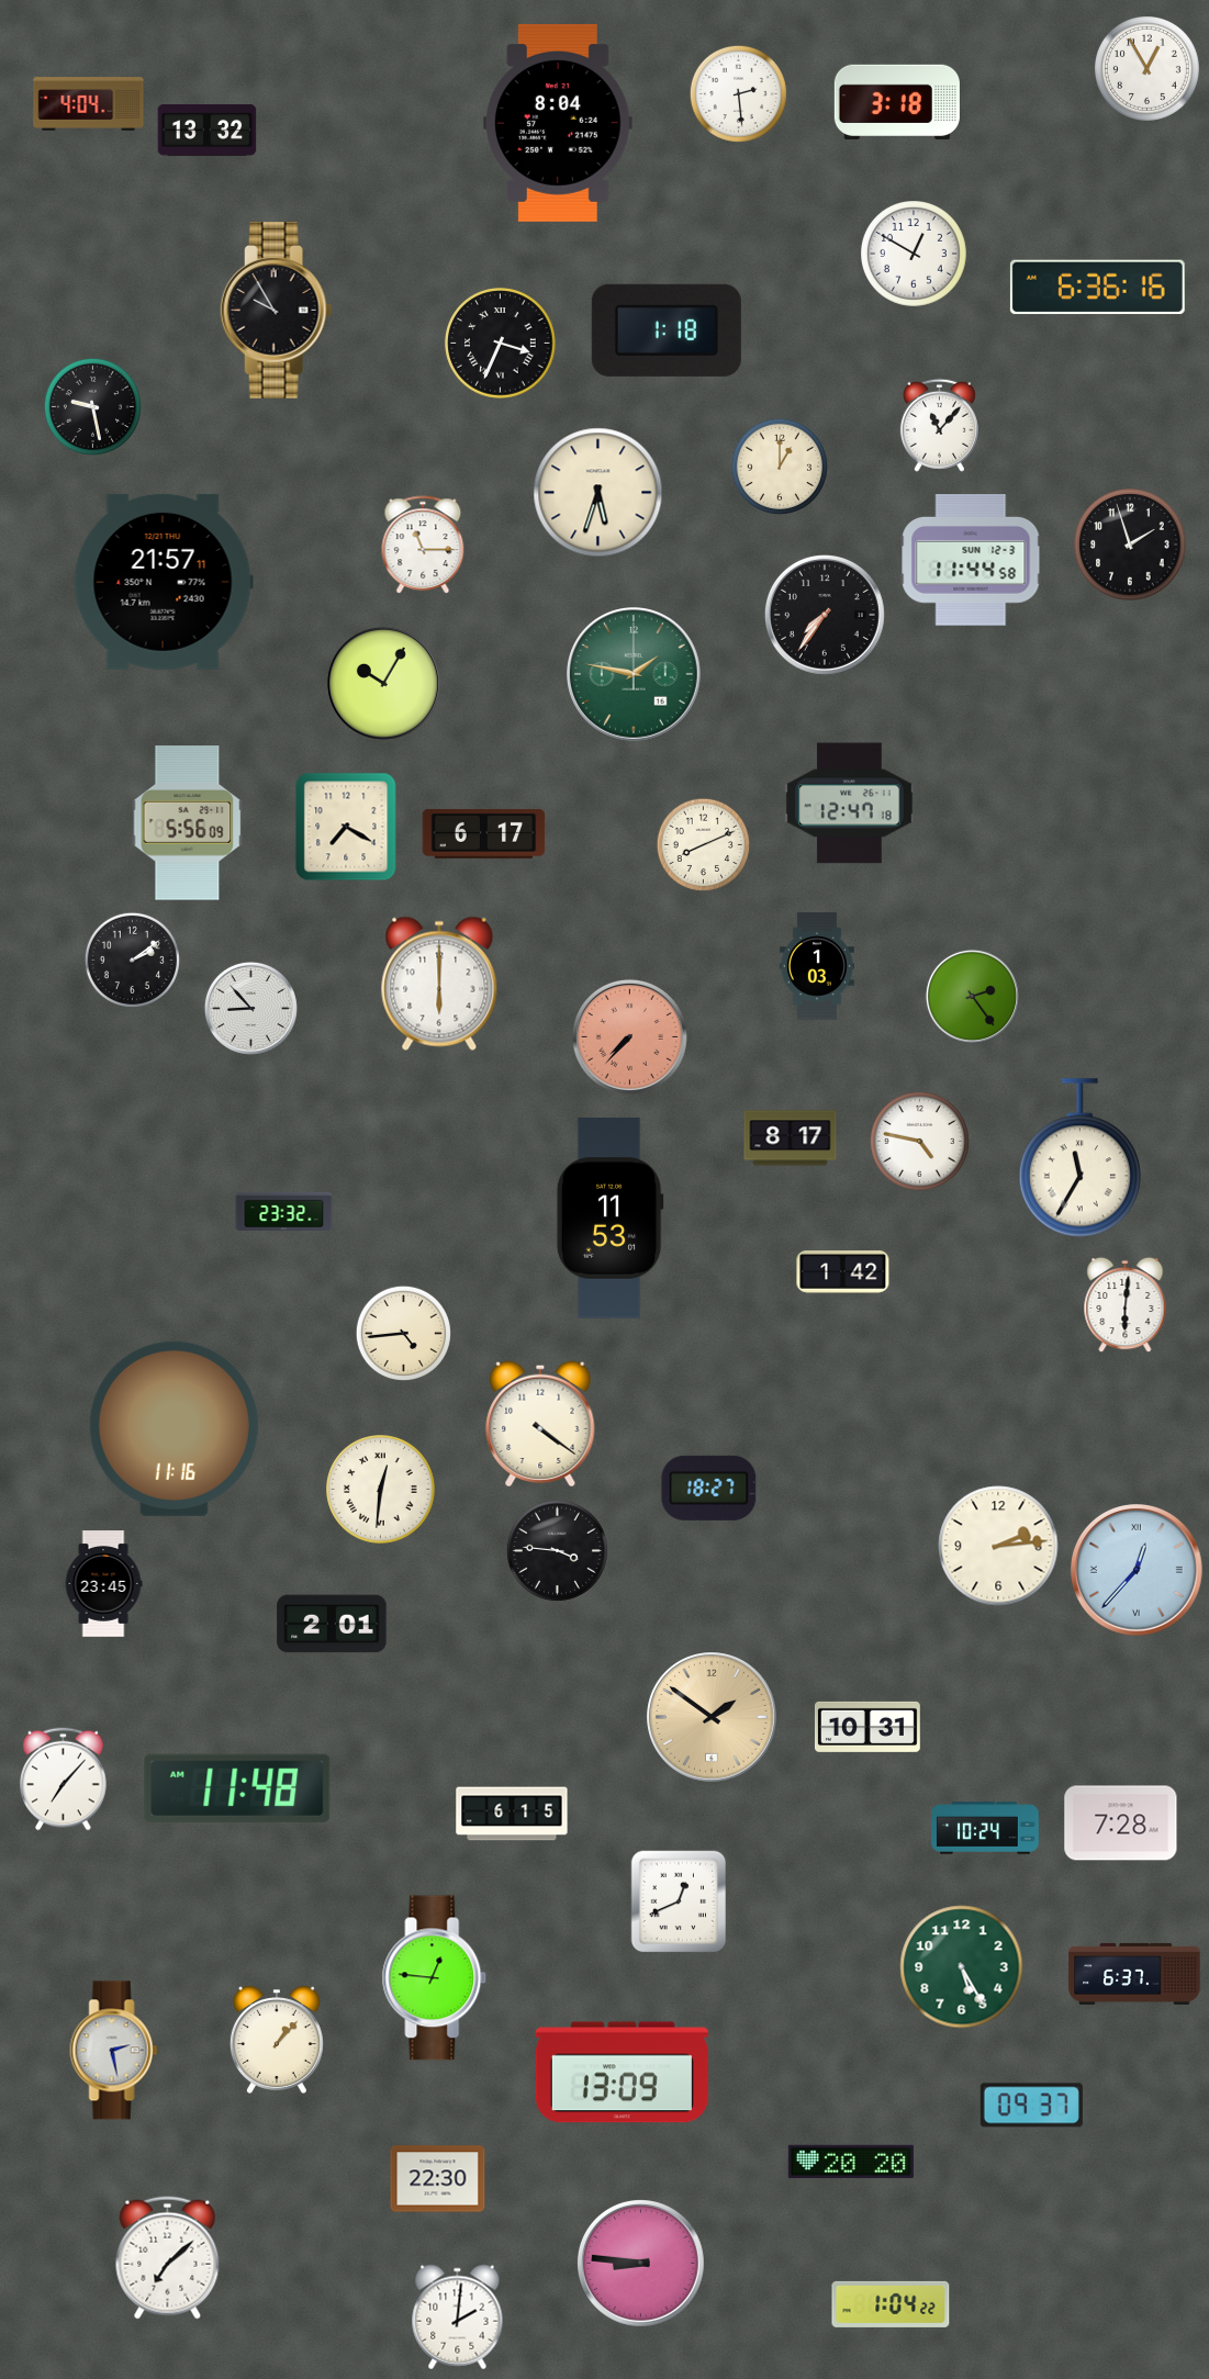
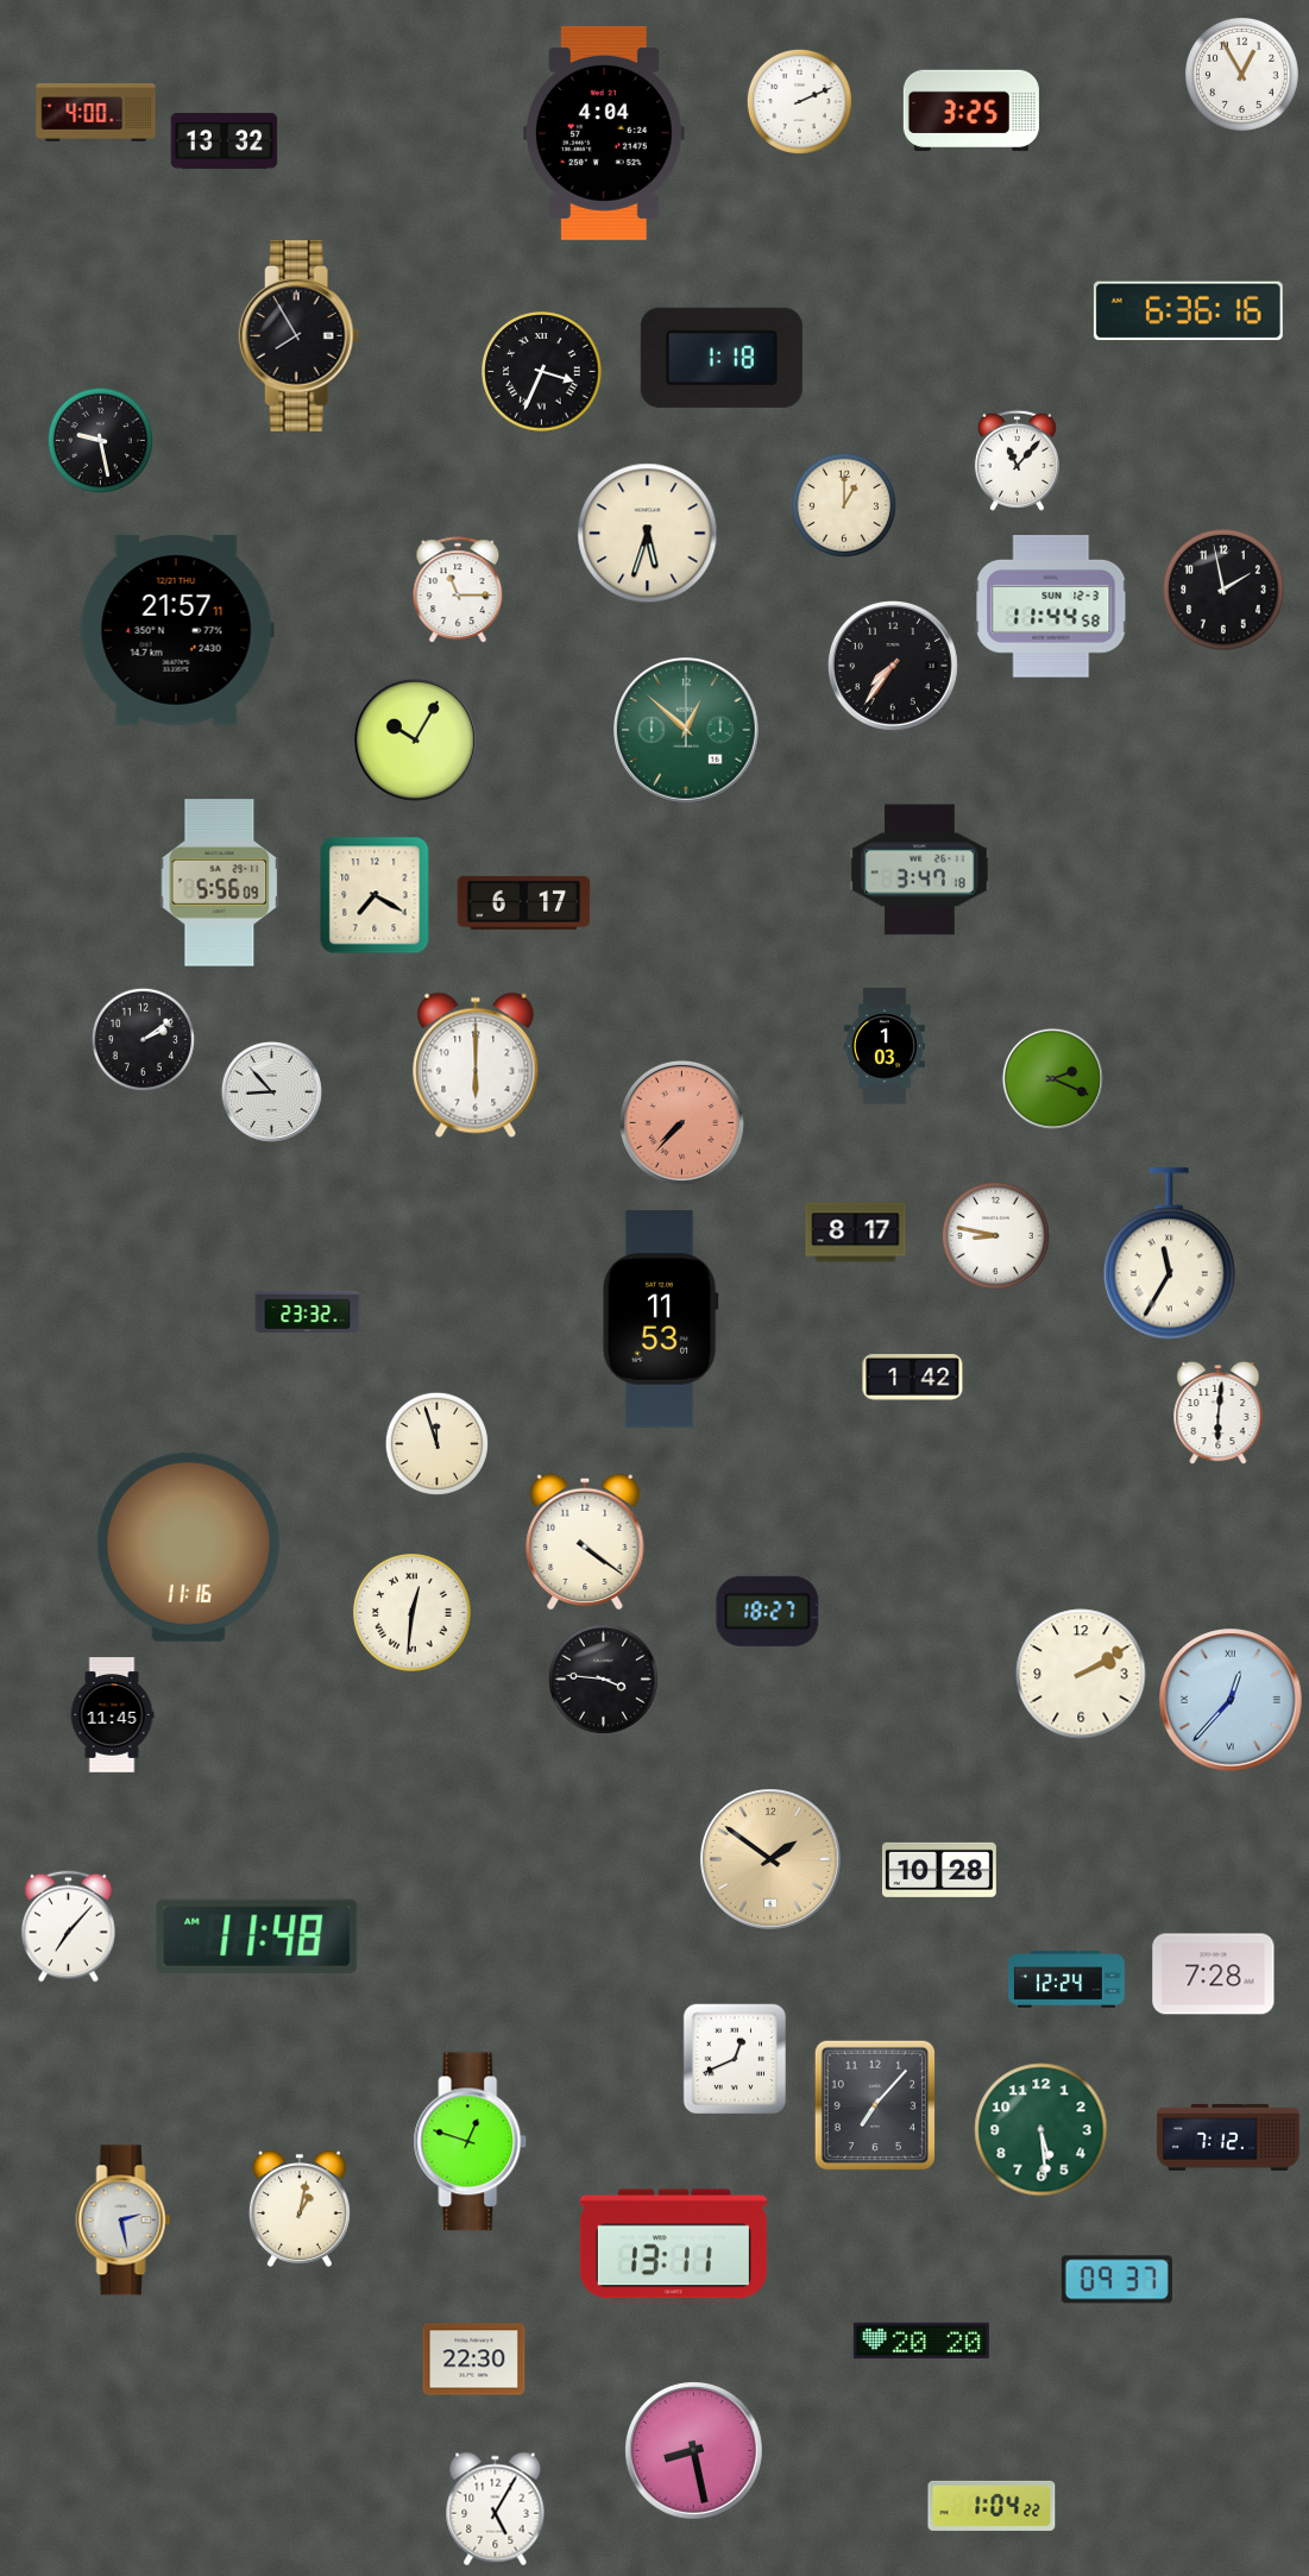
clock at (738, 93): 2:29 -> 2:11
clock at (897, 102): 3:18 -> 3:25
clock at (89, 104): 4:04 -> 4:00
clock at (558, 123): 8:04 -> 4:04
clock at (915, 255): 12:50 -> none
clock at (277, 311): 9:55 -> 7:55
clock at (1130, 545): 1:57 -> 1:58
clock at (635, 675): 1:47 -> 12:52
clock at (850, 804): 12:47 -> 3:47
clock at (188, 823) position: (188, 823) -> (220, 883)
clock at (704, 845): 8:11 -> none
clock at (972, 996): 2:24 -> 2:19
clock at (919, 1141): 4:47 -> 8:47
clock at (403, 1333): 4:44 -> 11:57
clock at (998, 1546): 2:14 -> 2:10
clock at (103, 1584): 23:45 -> 11:45
clock at (332, 1624): 2:01 -> none
clock at (867, 1727): 10:31 -> 10:28
clock at (512, 1814): 6:15 -> none
clock at (985, 1828): 10:24 -> 12:24
clock at (874, 2104): none -> 7:07
clock at (962, 1967): 5:25 -> 5:29
clock at (1134, 1974): 6:37 -> 7:12
clock at (435, 1978): 12:46 -> 12:48
clock at (277, 2040): 1:07 -> 1:02
clock at (622, 2073): 13:09 -> 13:11
clock at (168, 2258): 7:08 -> none
clock at (641, 2264): 8:46 -> 8:28
clock at (891, 2304) position: (891, 2304) -> (992, 2506)
clock at (458, 2318): 2:01 -> 5:05
